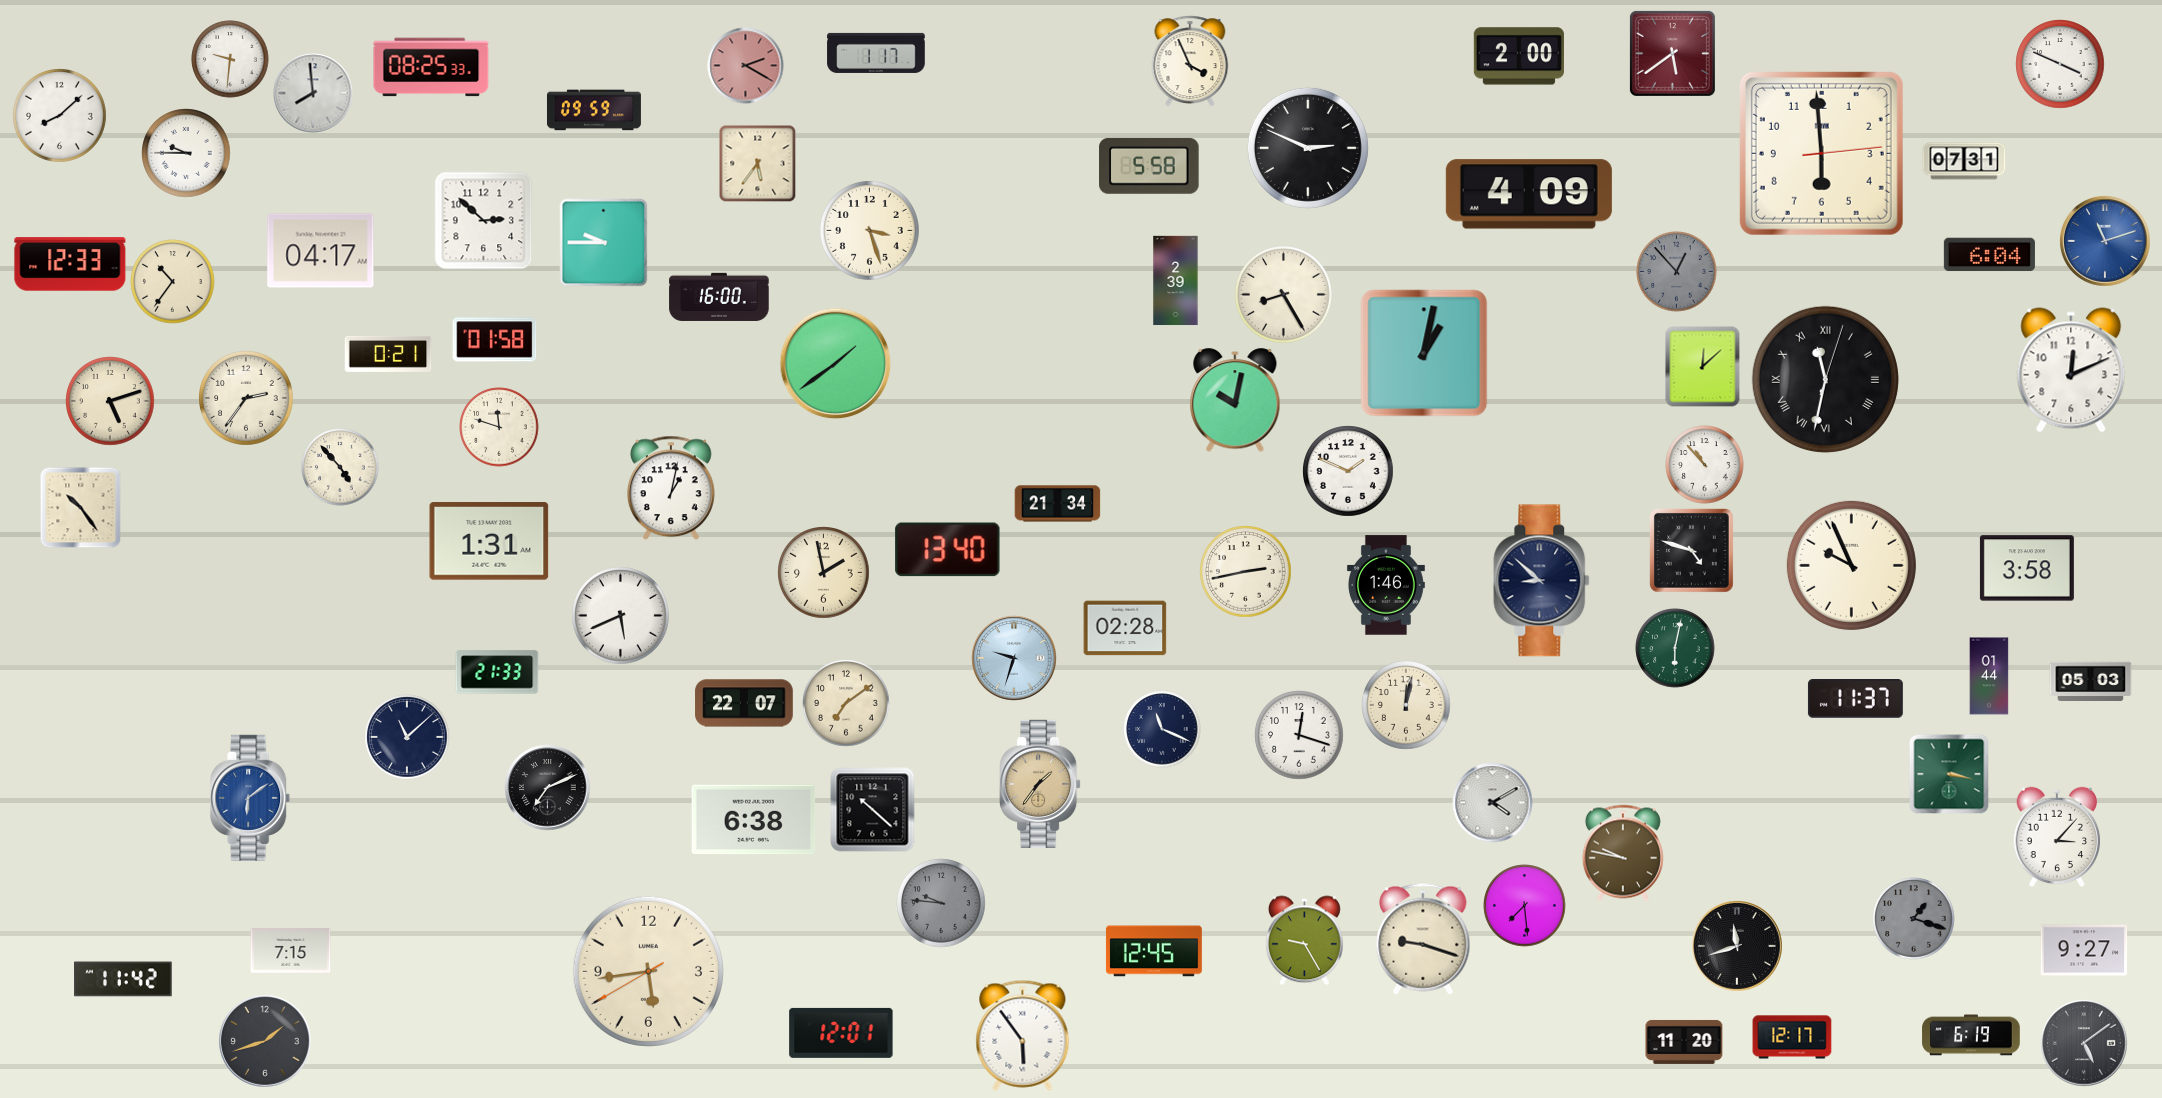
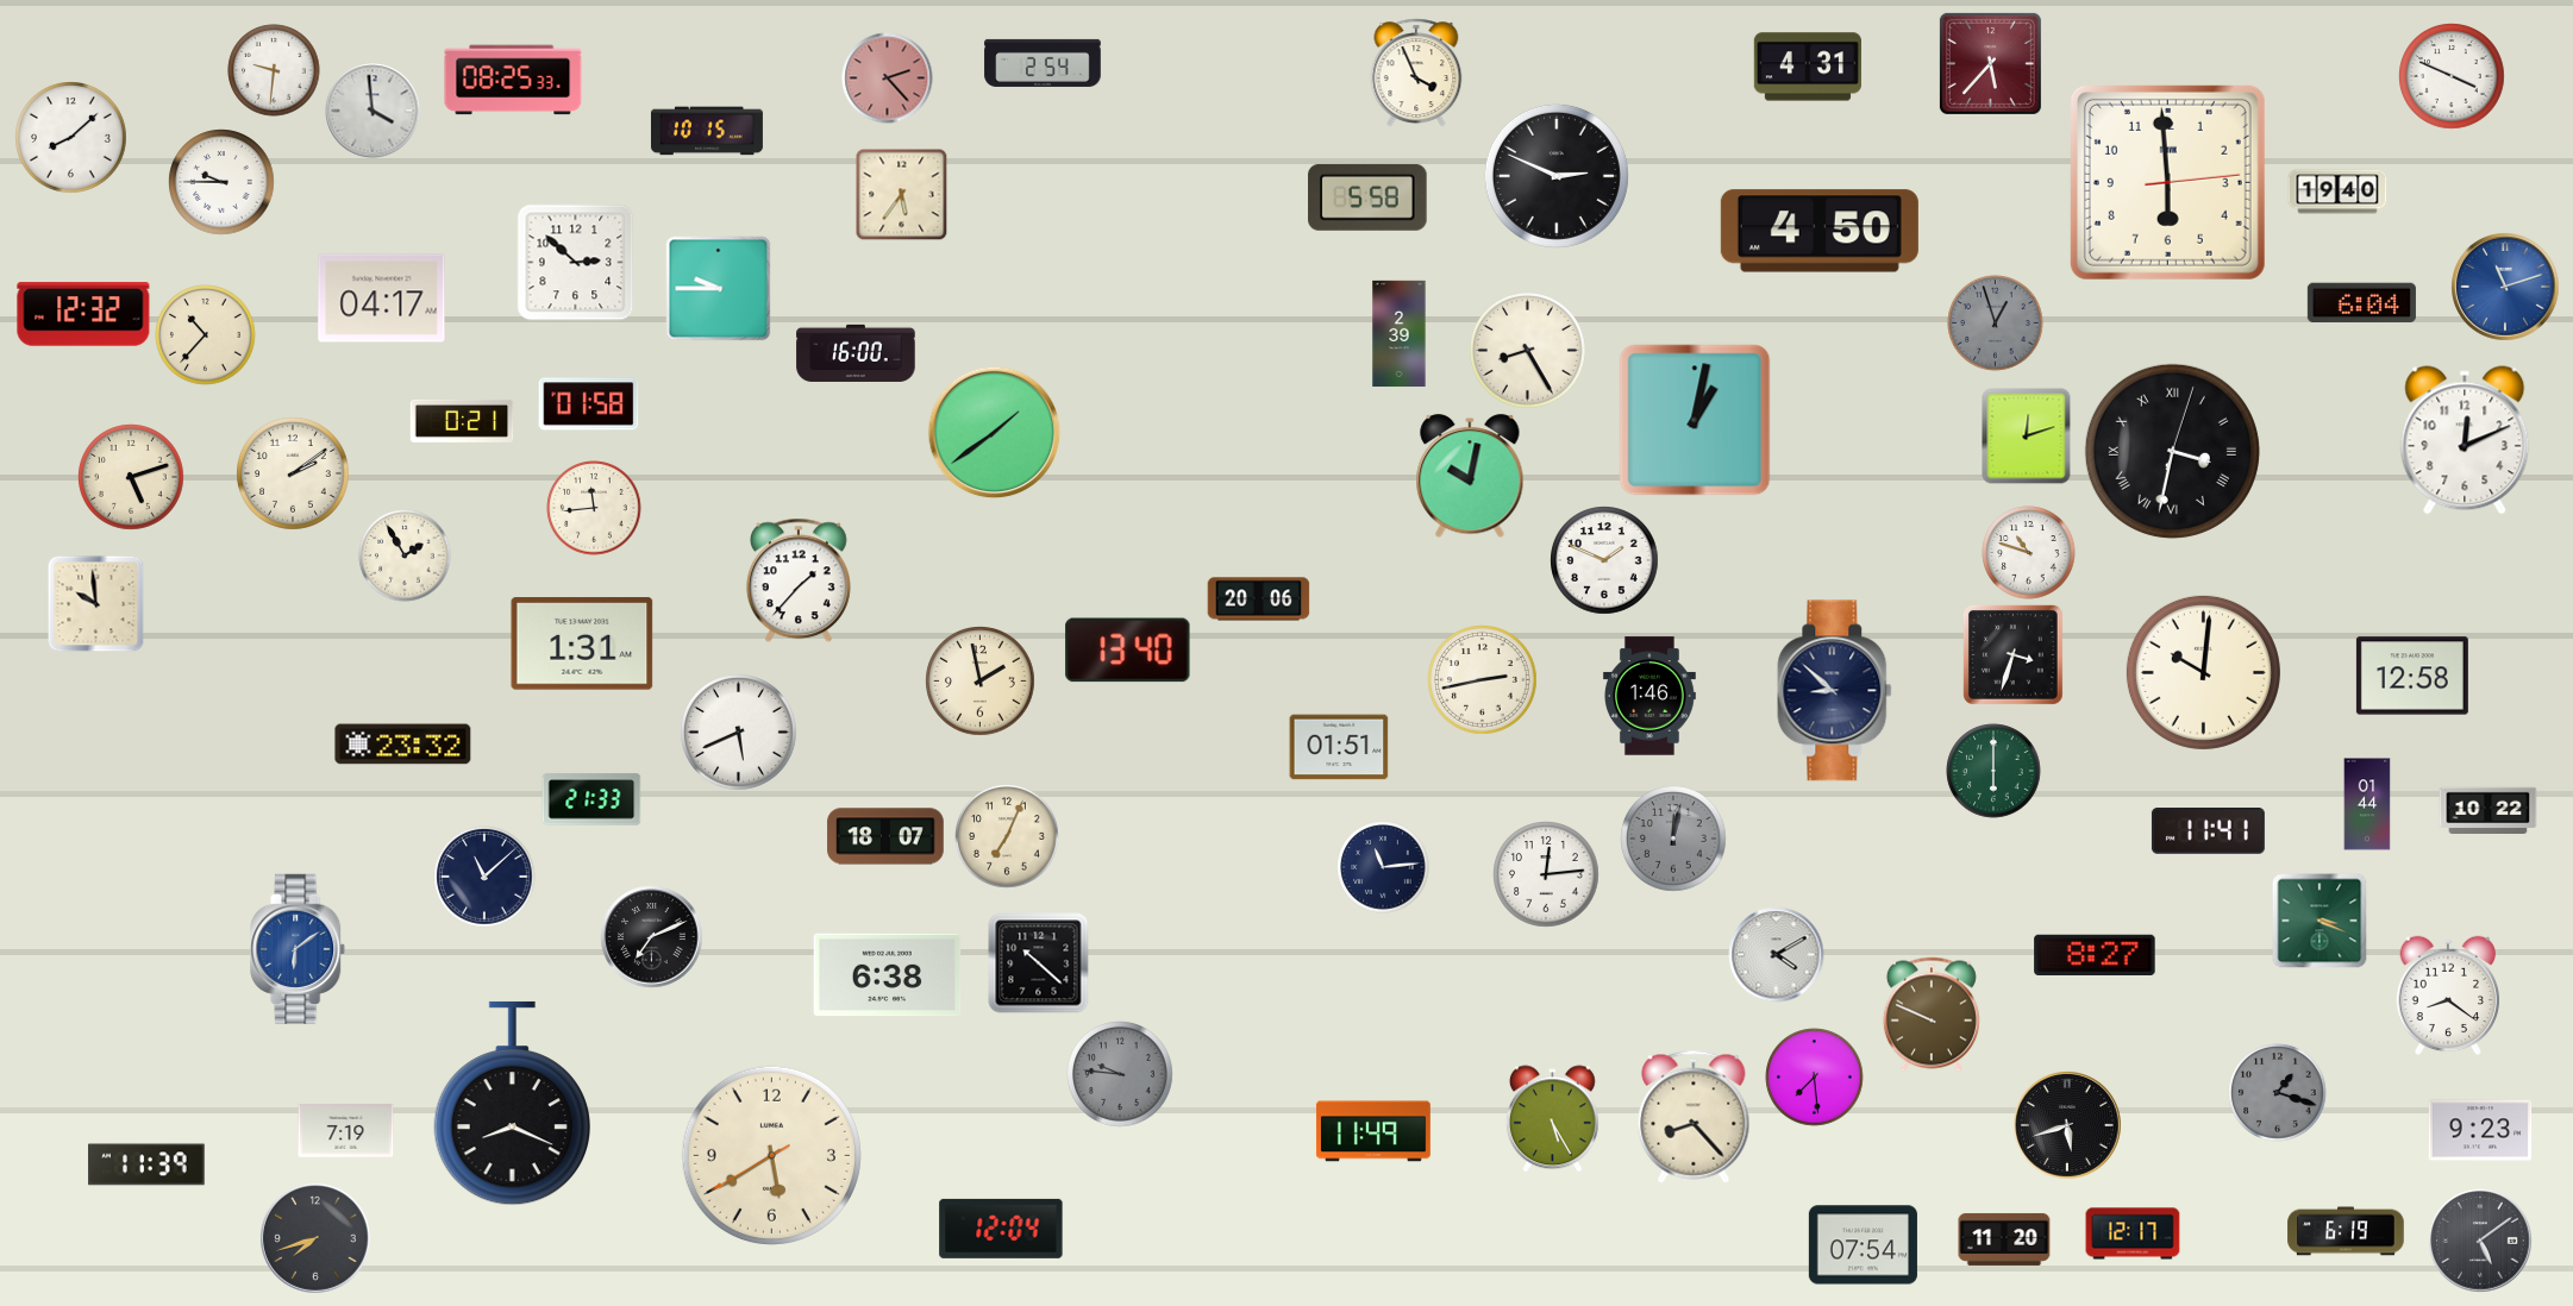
clock at (876, 53): 1:17 -> 2:54
clock at (1672, 53): 5:39 -> 5:37
clock at (1519, 56): 2:00 -> 4:31
clock at (746, 66): 2:20 -> 2:23
clock at (313, 93): 7:59 -> 3:59
clock at (594, 110): 09:59 -> 10:15
clock at (1964, 161): 07:31 -> 19:40
clock at (1529, 194): 4:09 -> 4:50
clock at (869, 230): 3:27 -> none
clock at (1989, 255) position: (1989, 255) -> (2361, 303)
clock at (70, 264): 12:33 -> 12:32
clock at (1677, 272): 12:53 -> 12:57
clock at (173, 282): 10:36 -> 10:37
clock at (1703, 367): 12:08 -> 12:12
clock at (1825, 379): 11:32 -> 3:32
clock at (247, 399): 2:36 -> 2:09
clock at (499, 427): 11:48 -> 11:44
clock at (1705, 465): 10:53 -> 10:48
clock at (340, 467): 4:53 -> 1:55
clock at (671, 488): 1:02 -> 1:37
clock at (1058, 504): 21:34 -> 20:06
clock at (81, 508): 10:24 -> 9:59
clock at (948, 550) position: (948, 550) -> (1128, 651)
clock at (1692, 551): 4:48 -> 3:33
clock at (1851, 565): 9:56 -> 10:01
clock at (2027, 568): 3:58 -> 12:58
clock at (403, 745): none -> 23:32
clock at (1125, 628): 02:28 -> 01:51
clock at (1675, 648): 6:02 -> 6:00
clock at (1014, 658): 9:33 -> none
clock at (2091, 682): 05:03 -> 10:22
clock at (1855, 699): 11:37 -> 11:41
clock at (744, 703): 22:07 -> 18:07
clock at (846, 703): 7:09 -> 7:04
clock at (1406, 705) dial: cream -> grey
clock at (1162, 729): 11:19 -> 11:14
clock at (1299, 735): 12:18 -> 12:14
clock at (1949, 774): 3:17 -> 3:19
clock at (1040, 784): 1:36 -> none
clock at (2095, 954): none -> 8:27
clock at (754, 820) position: (754, 820) -> (888, 975)
clock at (2057, 837): 3:07 -> 8:21
clock at (1623, 853): 9:47 -> 9:49
clock at (512, 1104): none -> 8:19
clock at (1423, 939): 9:18 -> 8:23
clock at (1304, 941): 9:25 -> 5:25
clock at (1738, 947): 11:42 -> 5:42
clock at (2084, 950): 9:27 -> 9:23
clock at (291, 951): 7:15 -> 7:19
clock at (1154, 951): 12:45 -> 11:49
clock at (648, 971): 5:43 -> 5:39
clock at (123, 979): 11:42 -> 11:39
clock at (841, 1033): 12:01 -> 12:04
clock at (1023, 1035): 5:54 -> none
clock at (265, 1041): 1:42 -> 7:42
clock at (1863, 1245): none -> 07:54
